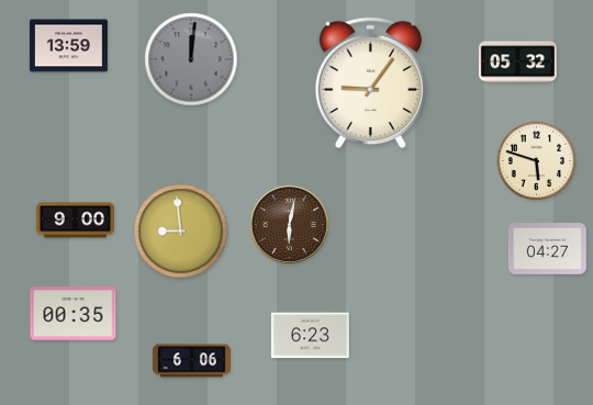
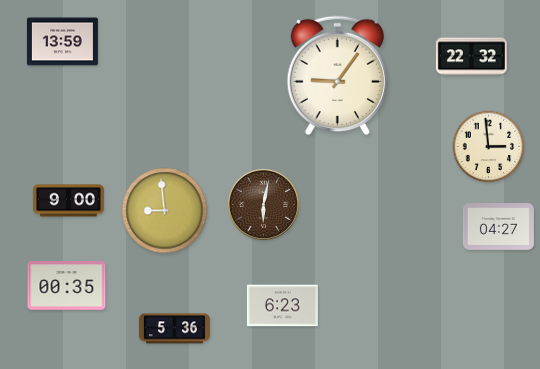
clock at (191, 59): 12:01 -> none
clock at (517, 63): 05:32 -> 22:32
clock at (537, 161): 5:48 -> 2:59
clock at (191, 361): 6:06 -> 5:36
